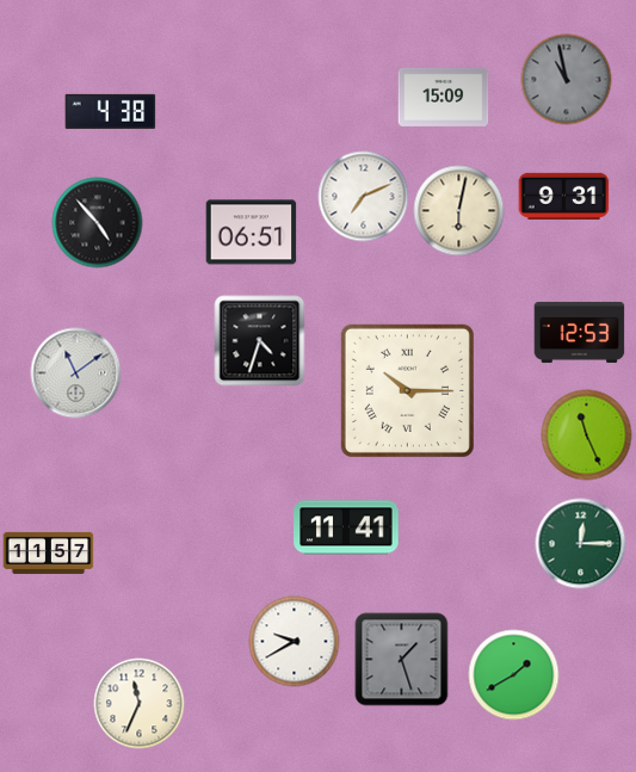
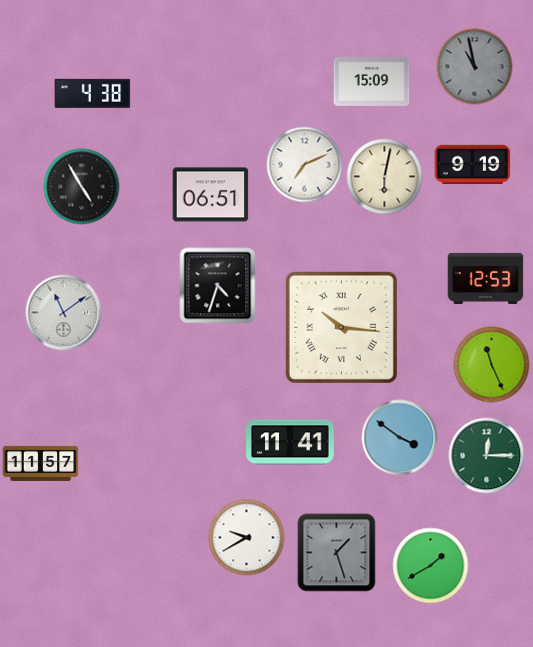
clock at (564, 196): 9:31 -> 9:19
clock at (98, 223): 4:53 -> 4:55
clock at (407, 390): 10:15 -> 10:16
clock at (400, 438): none -> 3:51
clock at (140, 704): 11:34 -> none
